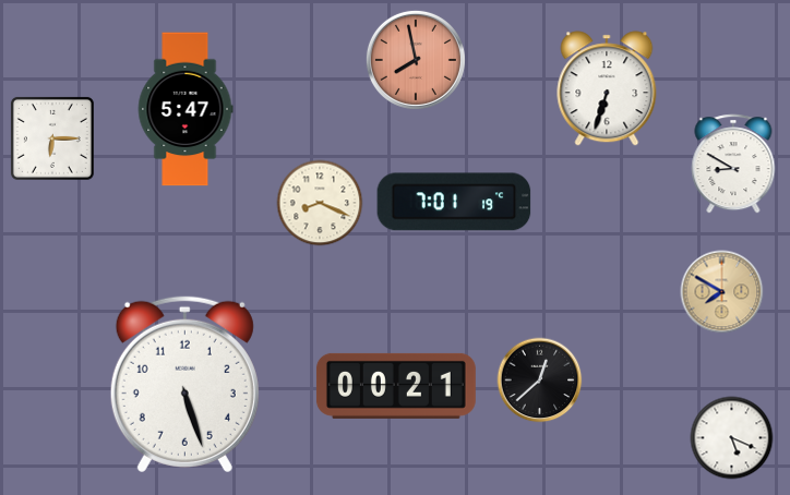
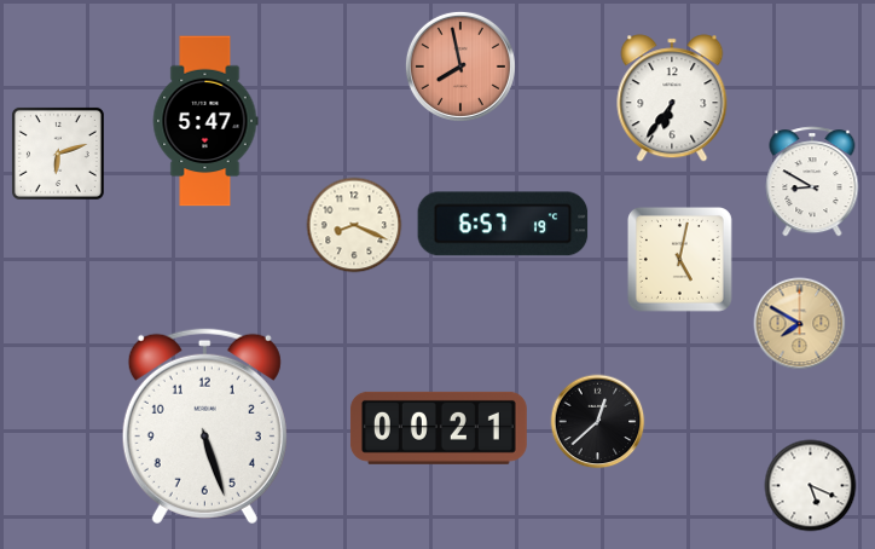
clock at (607, 88): 6:33 -> 6:36
clock at (52, 138): 6:15 -> 6:12
clock at (454, 202): 7:01 -> 6:57
clock at (679, 259): none -> 5:02
